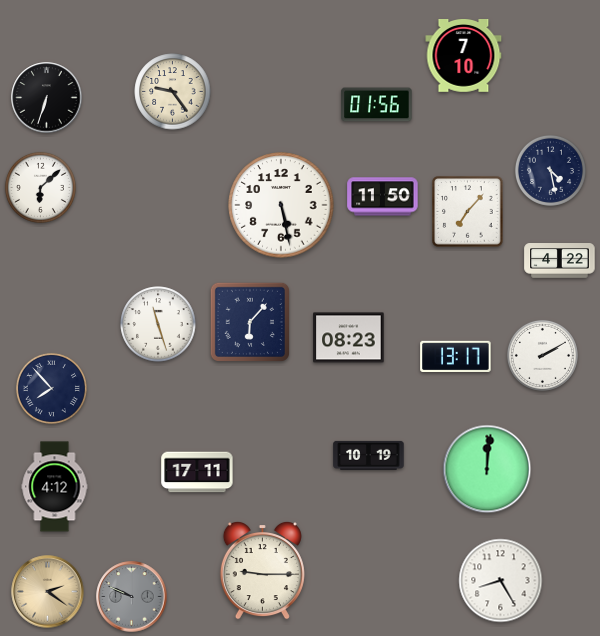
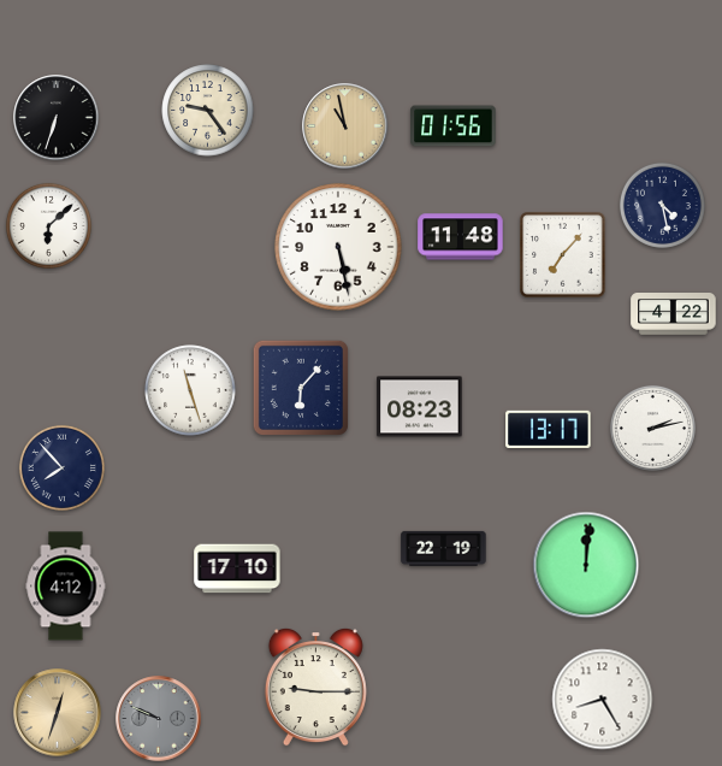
clock at (464, 56): 7:10 -> none
clock at (345, 126): none -> 10:58
clock at (383, 197): 11:50 -> 11:48
clock at (542, 355): 2:10 -> 2:13
clock at (369, 455): 10:19 -> 22:19
clock at (197, 472): 17:11 -> 17:10
clock at (48, 592): 2:21 -> 12:33
